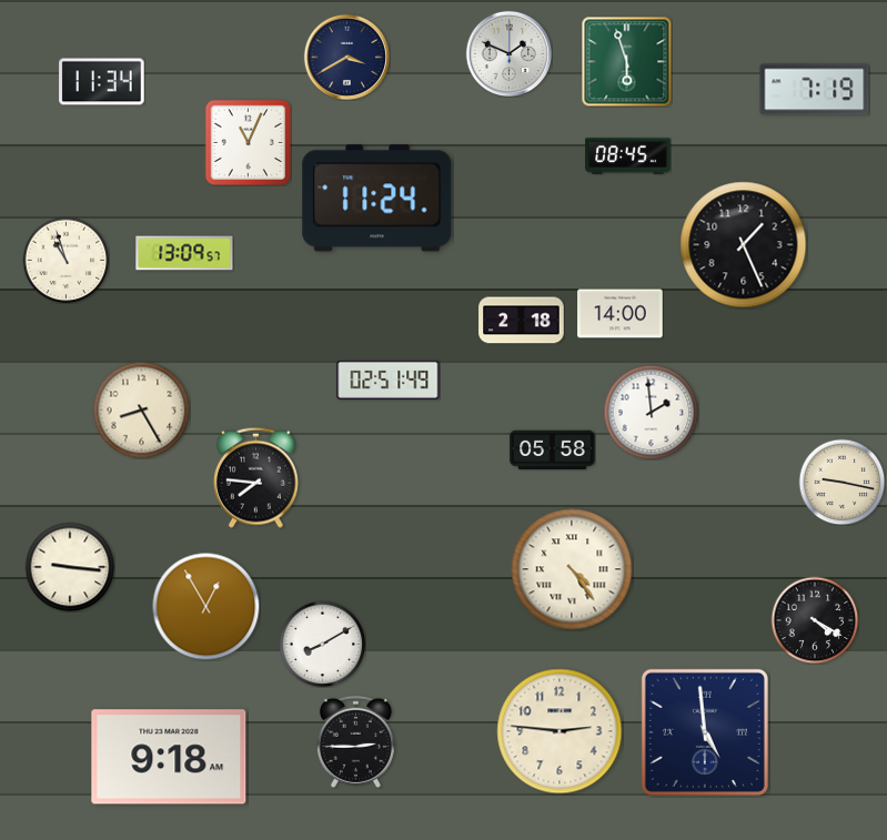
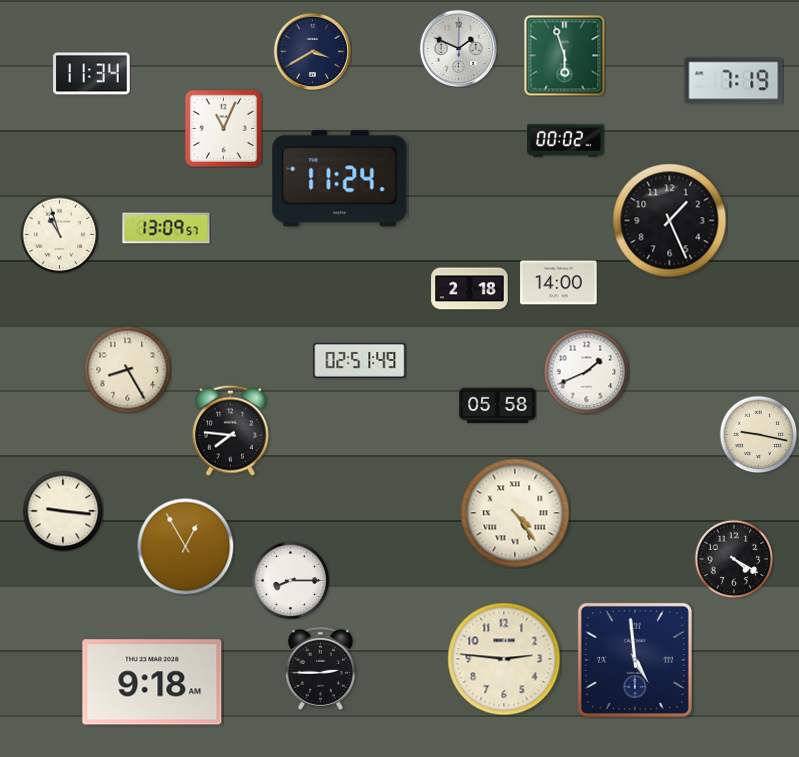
clock at (628, 156): 08:45 -> 00:02
clock at (389, 379) position: (389, 379) -> (360, 360)
clock at (651, 412): 1:59 -> 1:41
clock at (322, 644): 8:10 -> 8:15
